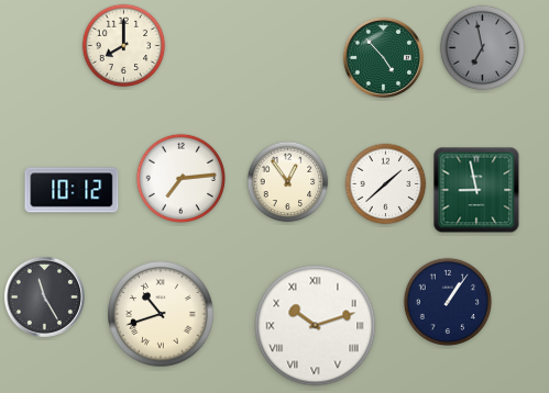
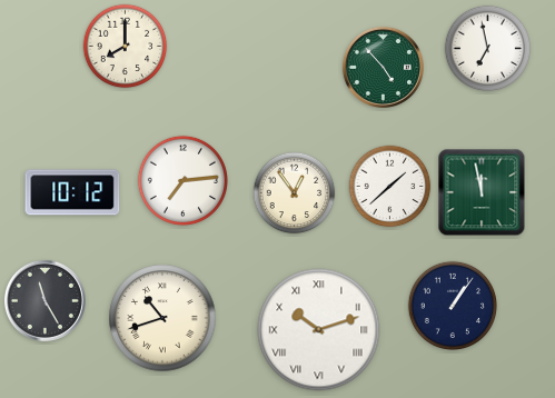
clock at (483, 48) dial: grey -> white
clock at (383, 57) position: (383, 57) -> (383, 67)
clock at (288, 182) position: (288, 182) -> (295, 193)
clock at (476, 190): 8:58 -> 11:58
